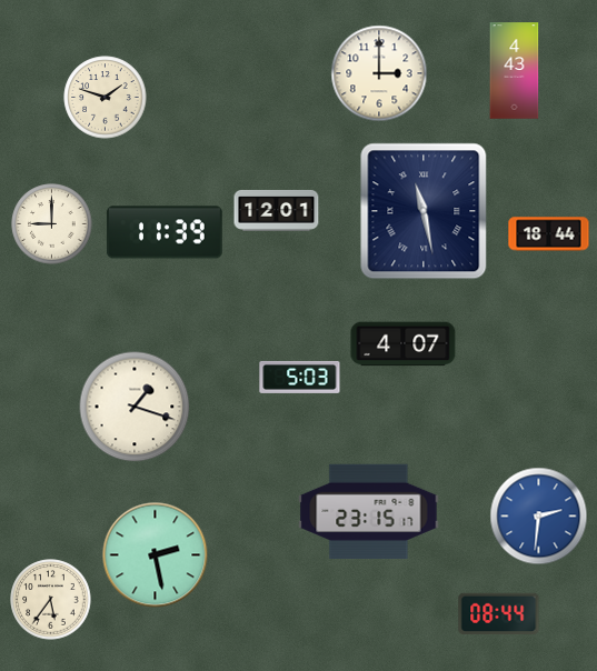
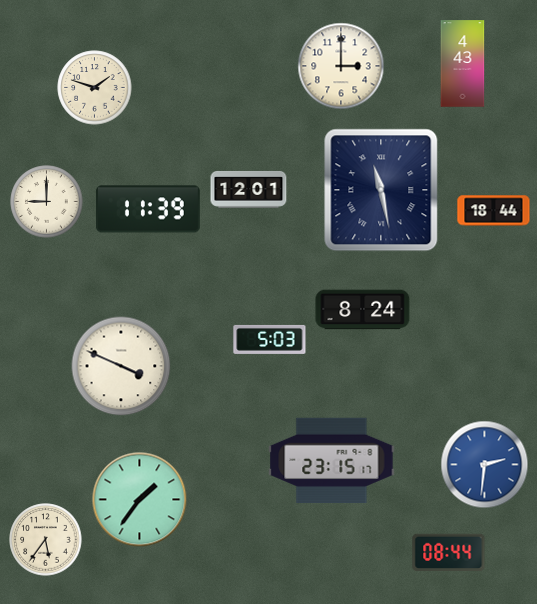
clock at (404, 344): 4:07 -> 8:24
clock at (135, 407): 1:18 -> 3:49
clock at (156, 555): 2:28 -> 1:36
